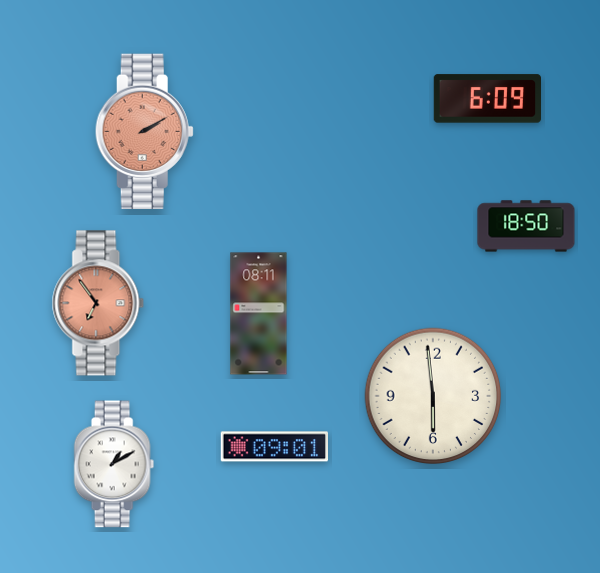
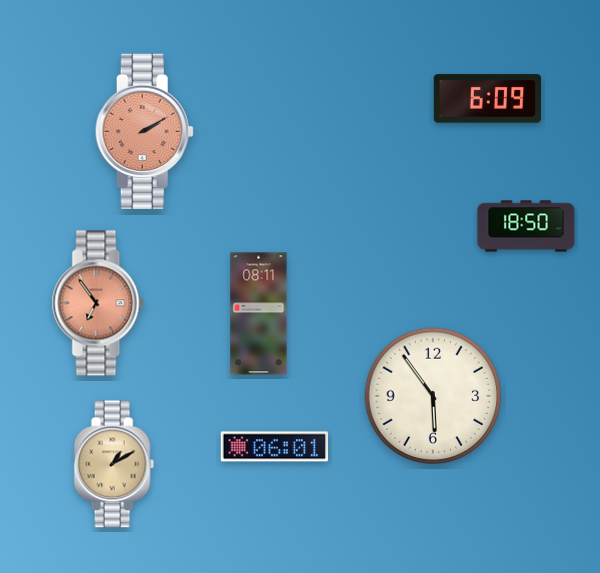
clock at (433, 396): 5:59 -> 5:54
clock at (274, 447): 09:01 -> 06:01
clock at (114, 464) dial: white -> champagne
